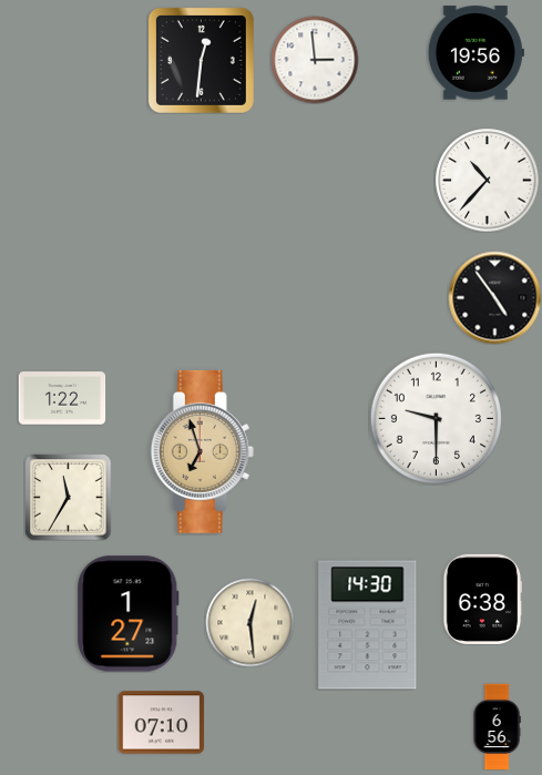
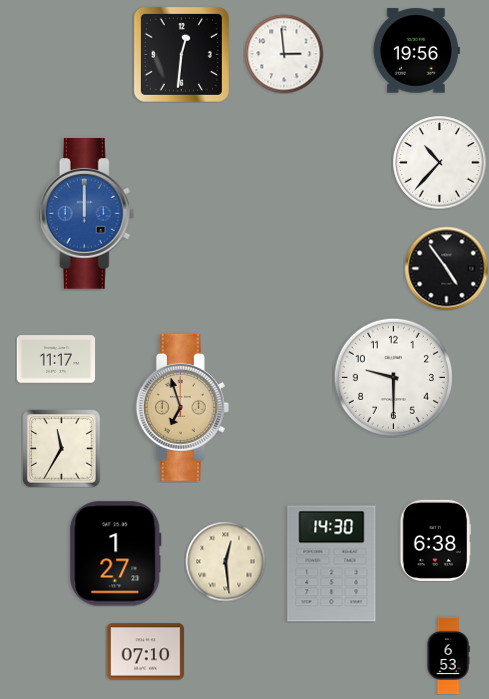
clock at (475, 53) position: (475, 53) -> (416, 51)
clock at (87, 214): none -> 12:00
clock at (62, 398): 1:22 -> 11:17
clock at (497, 726): 6:56 -> 6:53
